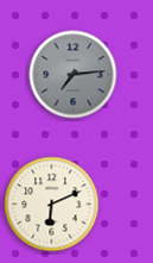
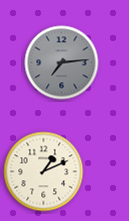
clock at (52, 205): 6:11 -> 1:11
